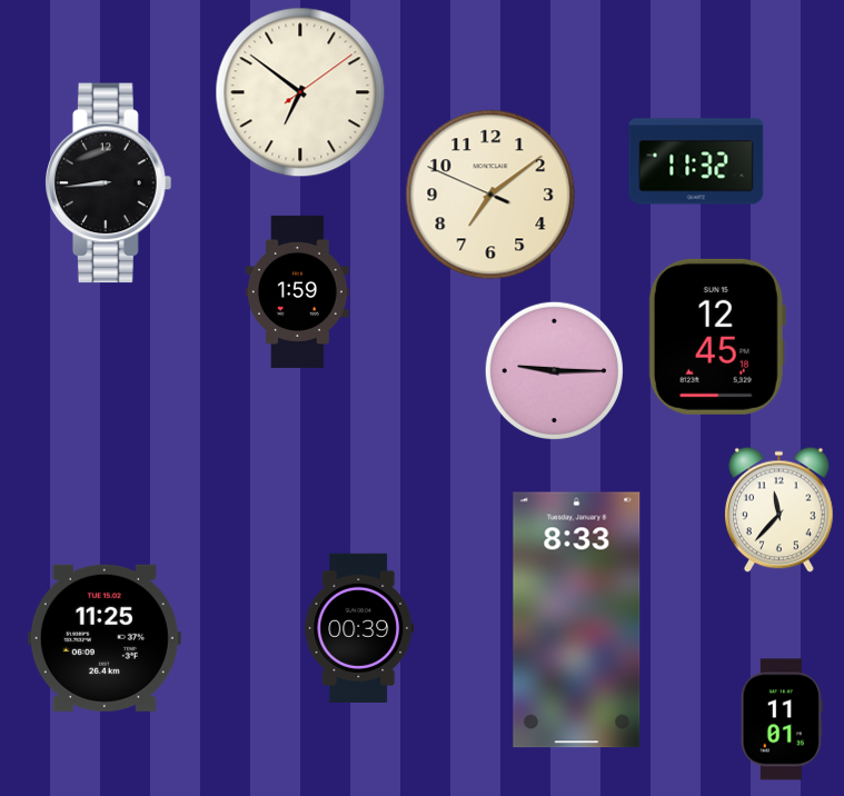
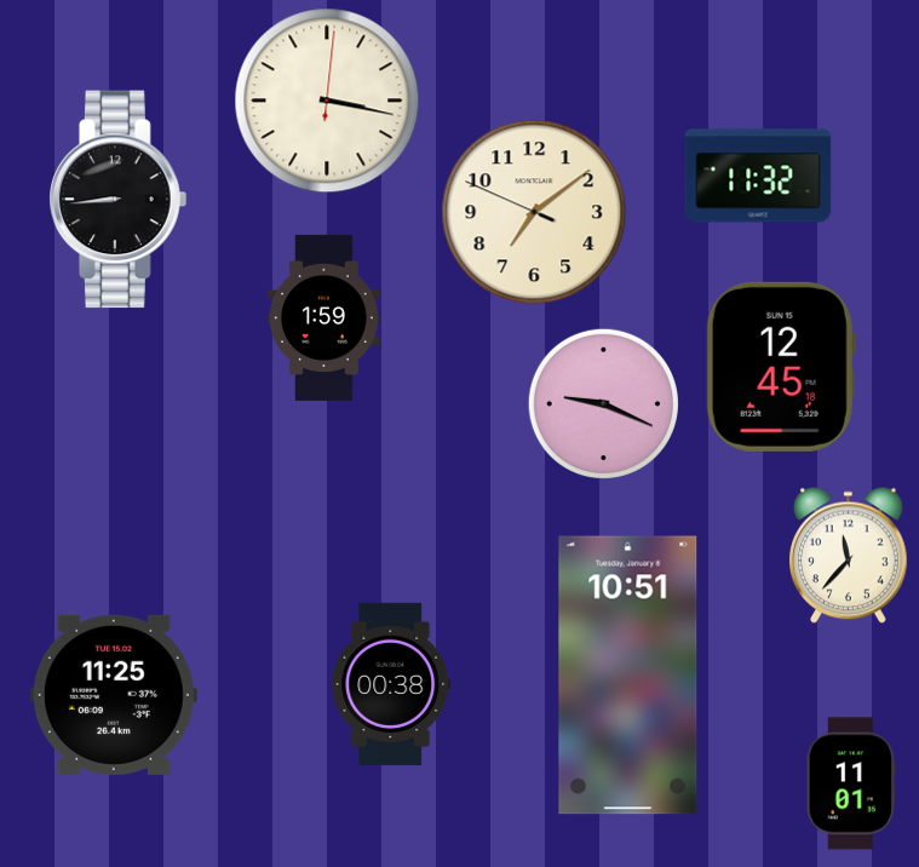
clock at (300, 92): 6:51 -> 3:17
clock at (554, 370): 9:15 -> 9:19
clock at (577, 620): 8:33 -> 10:51
clock at (359, 628): 00:39 -> 00:38
